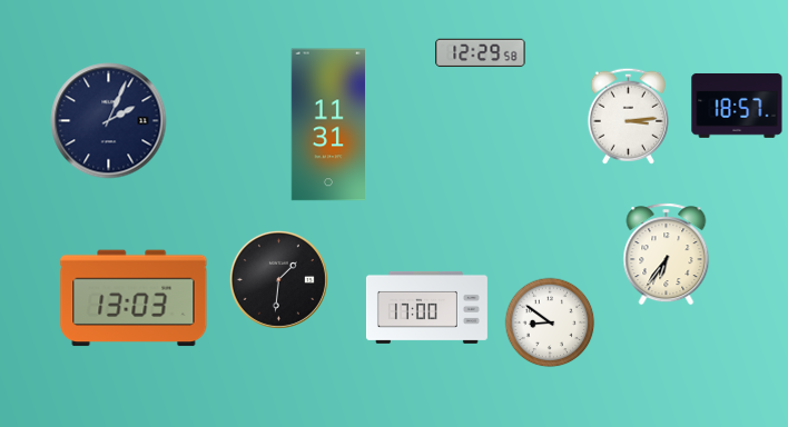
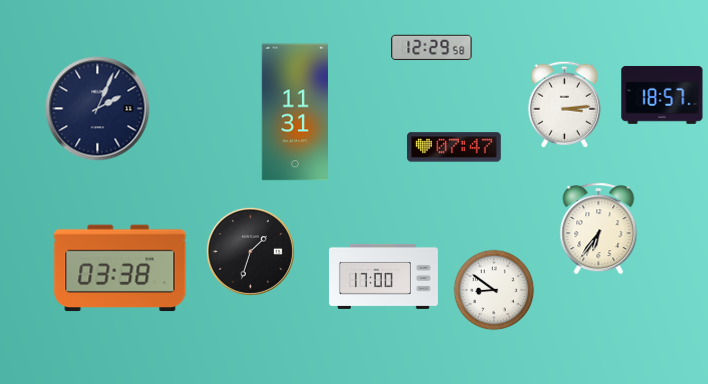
clock at (454, 147): none -> 07:47
clock at (278, 279): 1:31 -> 1:33
clock at (134, 298): 13:03 -> 03:38
